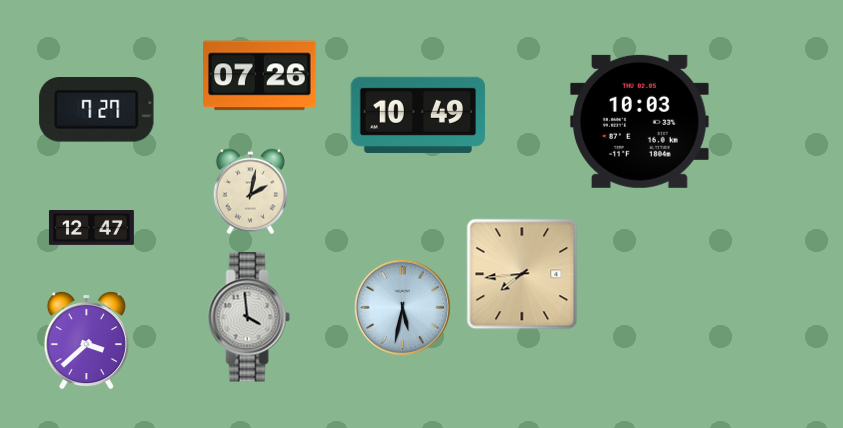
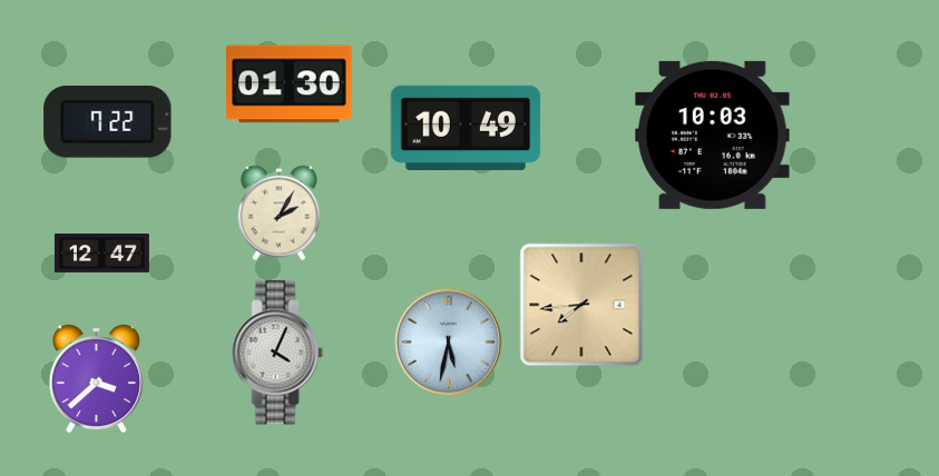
clock at (260, 76): 07:26 -> 01:30
clock at (97, 110): 7:27 -> 7:22
clock at (250, 192): 2:02 -> 2:05
clock at (249, 317): 3:59 -> 4:04
